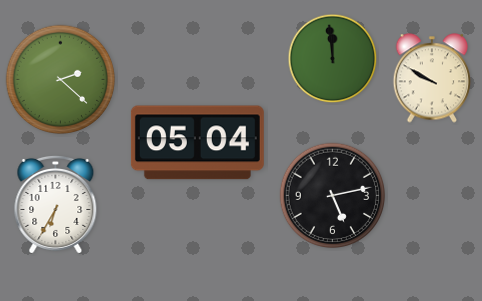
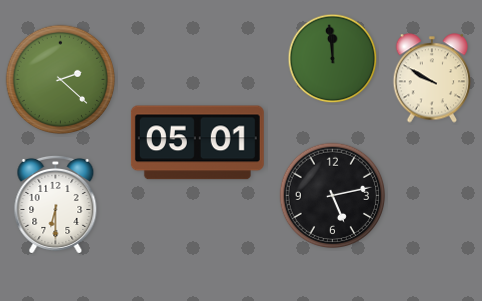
clock at (197, 143): 05:04 -> 05:01
clock at (56, 204): 6:35 -> 6:30
